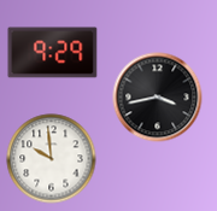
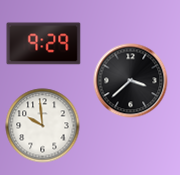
clock at (158, 98): 3:43 -> 3:38
clock at (52, 159) position: (52, 159) -> (43, 126)
